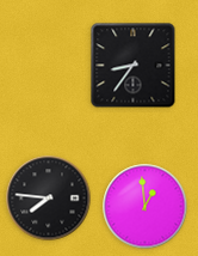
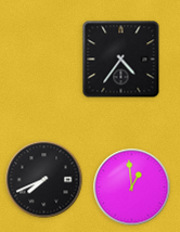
clock at (134, 66): 8:36 -> 4:36
clock at (49, 199): 7:46 -> 7:41
